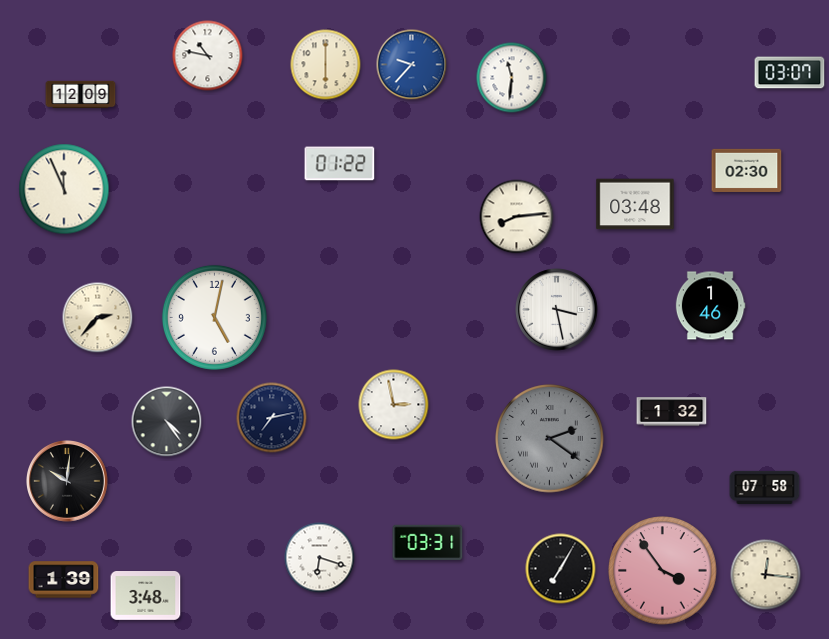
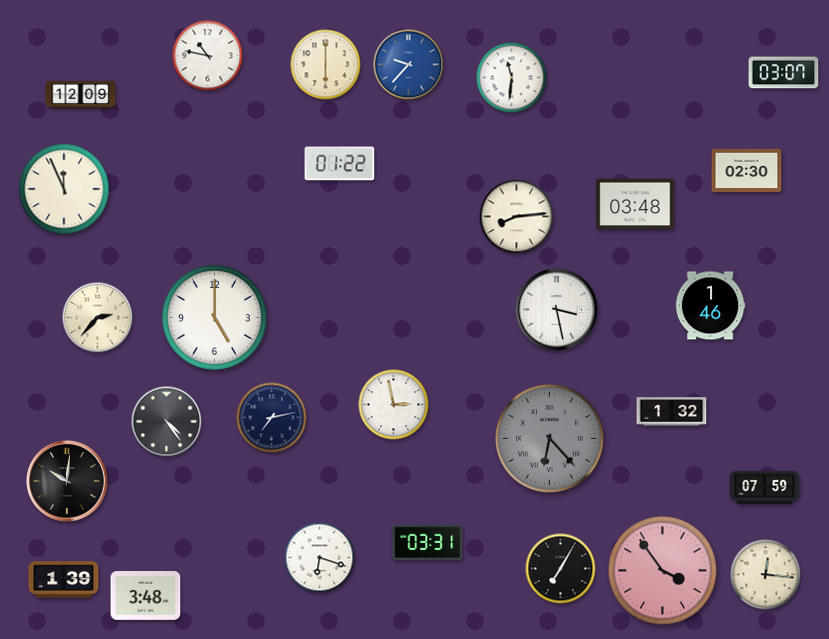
clock at (412, 65) position: (412, 65) -> (409, 65)
clock at (790, 73) position: (790, 73) -> (784, 73)
clock at (214, 317): 5:02 -> 5:00
clock at (550, 439): 2:21 -> 6:23
clock at (765, 487): 07:58 -> 07:59
